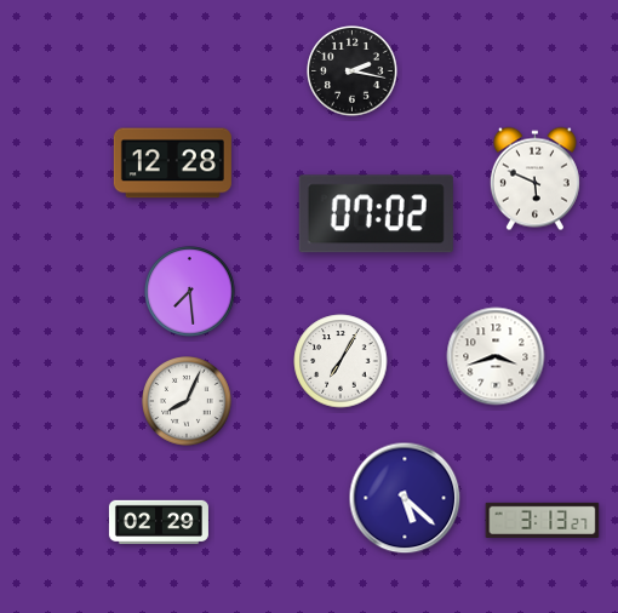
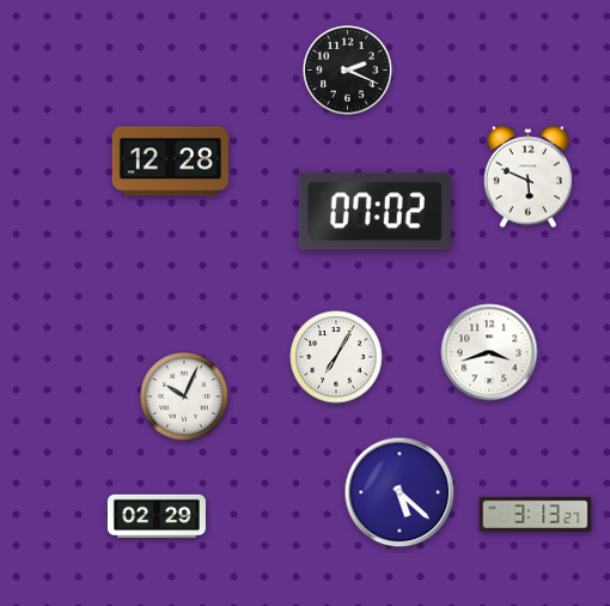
clock at (353, 71): 2:17 -> 2:19
clock at (376, 214) position: (376, 214) -> (374, 212)
clock at (190, 292): 7:29 -> none
clock at (187, 401): 8:04 -> 10:04
